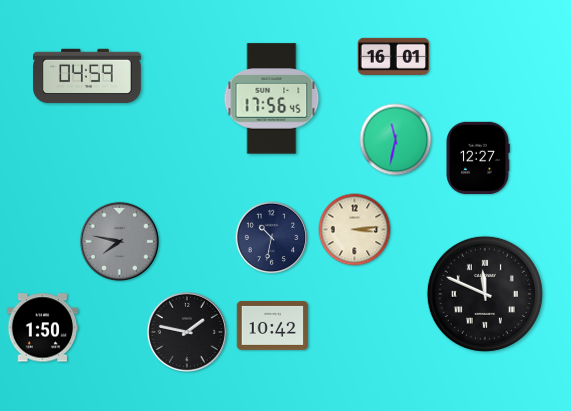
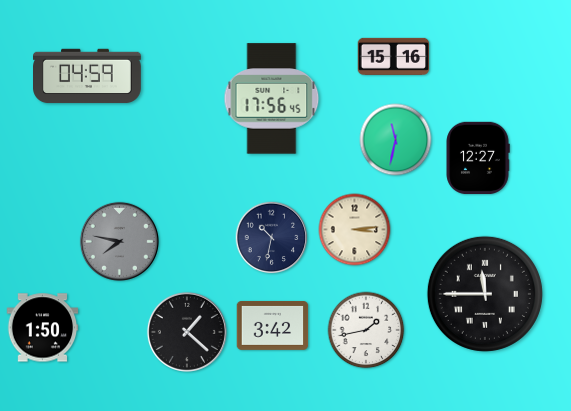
clock at (394, 56): 16:01 -> 15:16
clock at (485, 294): 11:49 -> 11:45
clock at (273, 325): 10:42 -> 3:42
clock at (366, 330): none -> 1:43
clock at (187, 332): 1:47 -> 1:22
